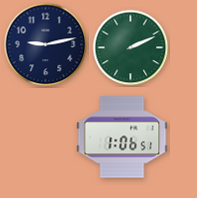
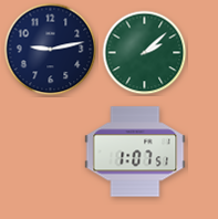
clock at (131, 48): 2:11 -> 2:08
clock at (122, 137): 1:06 -> 1:07
